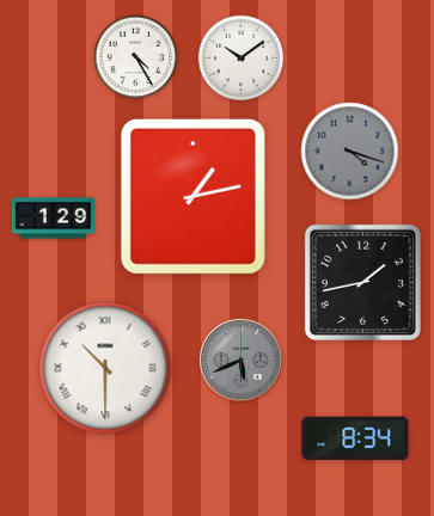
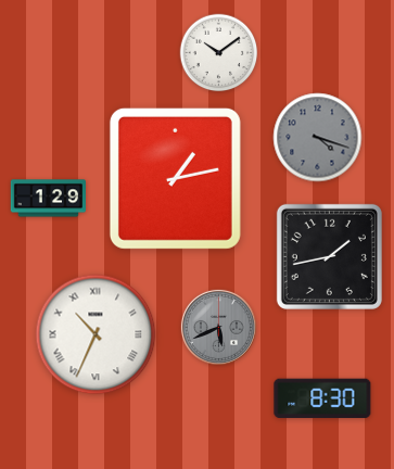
clock at (136, 57): 4:25 -> none
clock at (105, 368): 10:30 -> 10:34
clock at (355, 438): 8:34 -> 8:30
